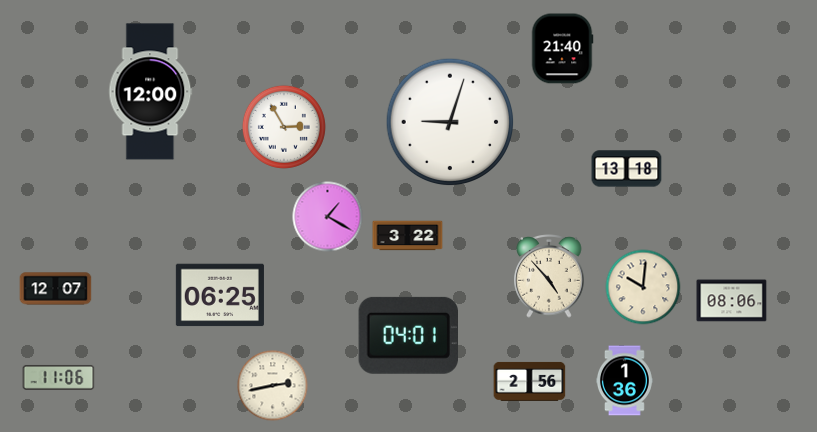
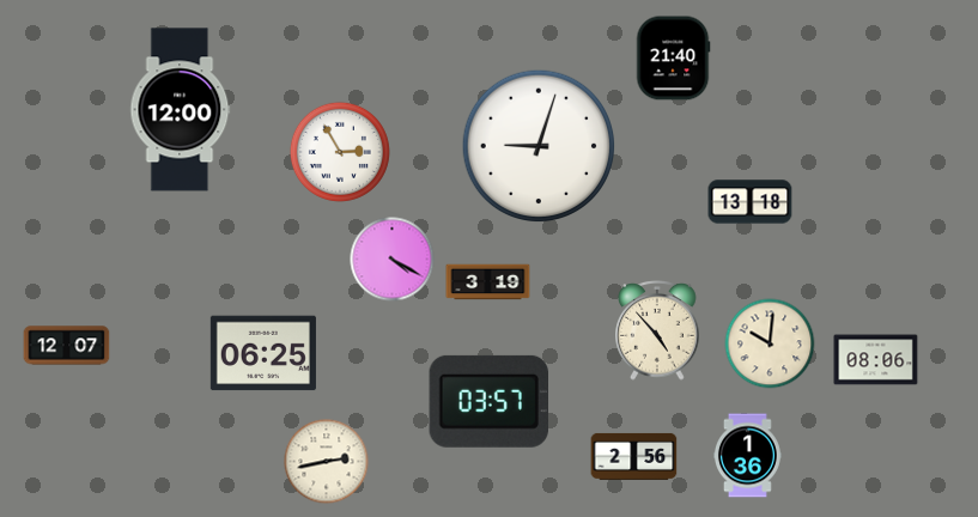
clock at (328, 217): 1:20 -> 4:20
clock at (408, 236): 3:22 -> 3:19
clock at (408, 335): 04:01 -> 03:57
clock at (59, 377): 11:06 -> none
